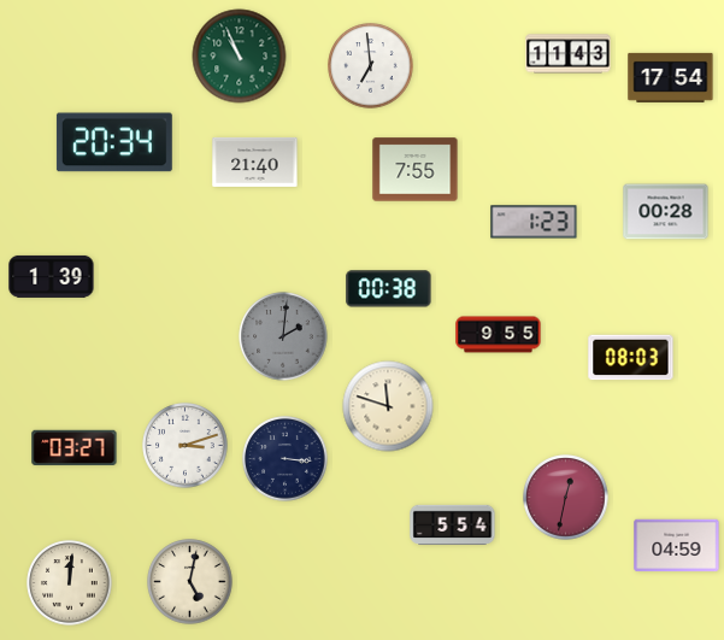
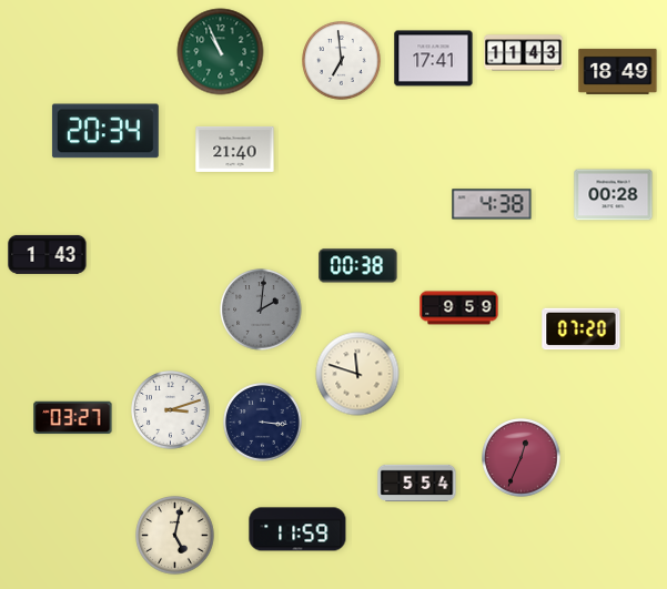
clock at (569, 54) position: (569, 54) -> (524, 53)
clock at (434, 59): none -> 17:41
clock at (671, 77): 17:54 -> 18:49
clock at (416, 170): 7:55 -> none
clock at (534, 222): 1:23 -> 4:38
clock at (52, 276): 1:39 -> 1:43
clock at (499, 335): 9:55 -> 9:59
clock at (631, 358): 08:03 -> 07:20
clock at (75, 448) position: (75, 448) -> (73, 418)
clock at (566, 498): 12:32 -> 12:34
clock at (677, 546): 04:59 -> none
clock at (297, 529): none -> 11:59
clock at (70, 583): 12:01 -> none
